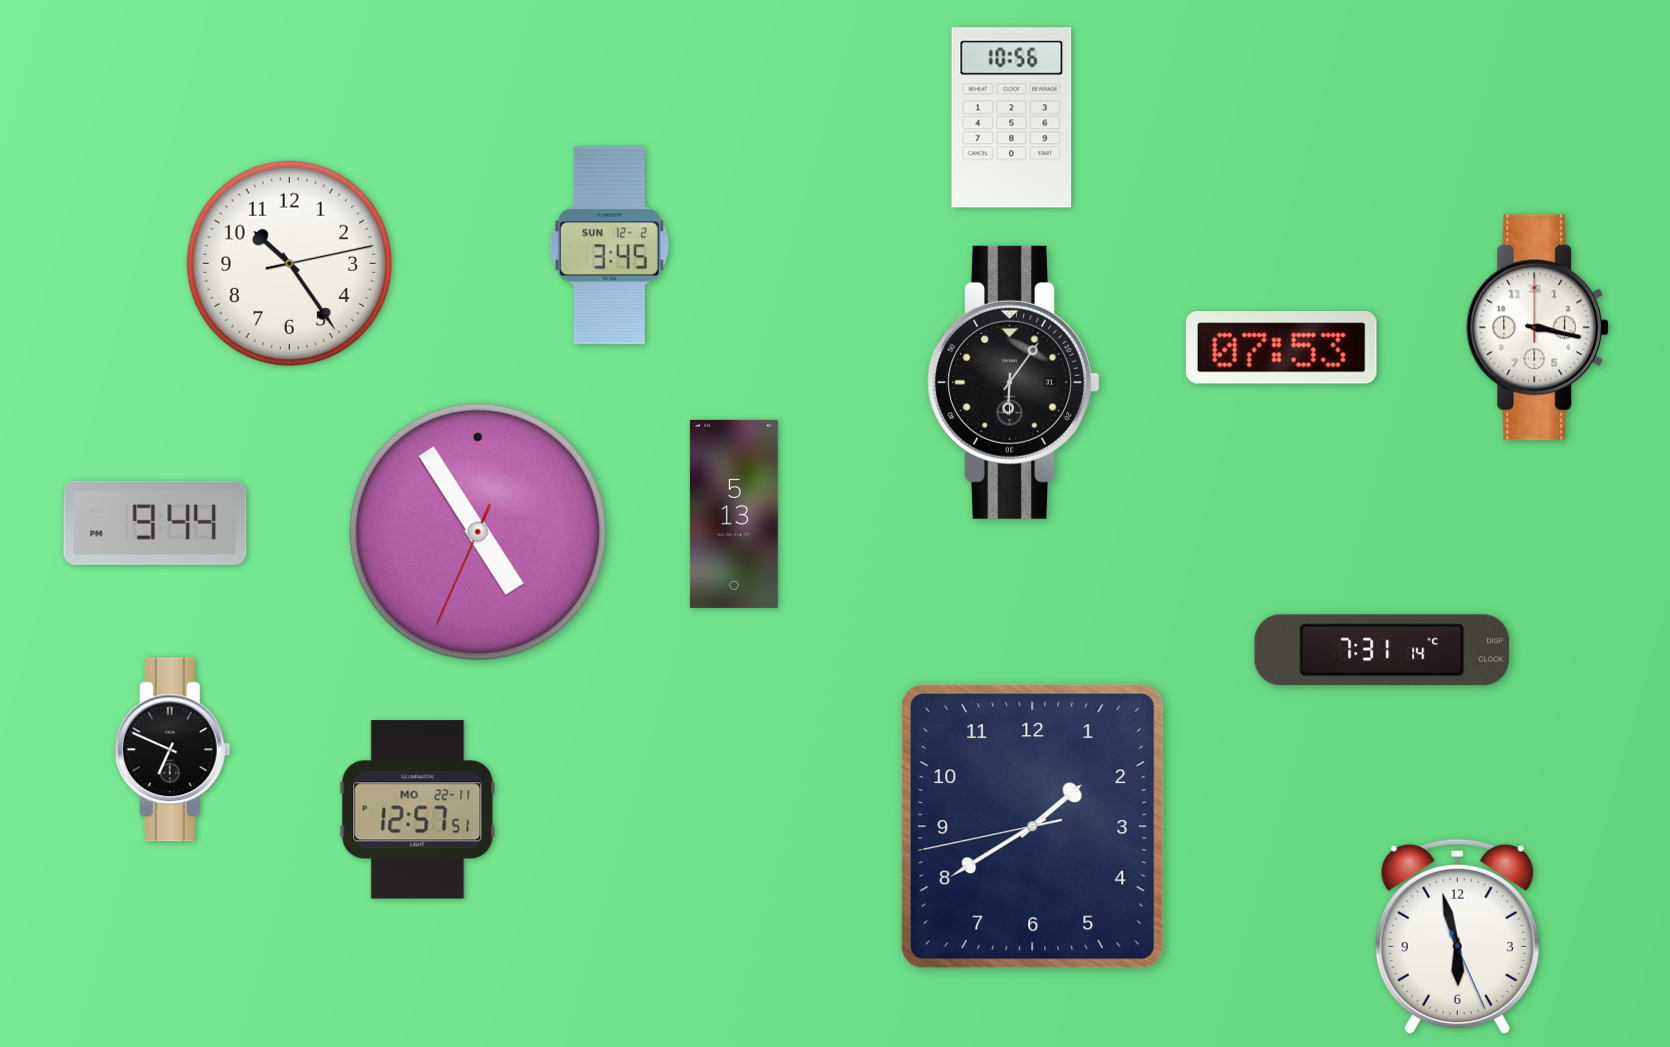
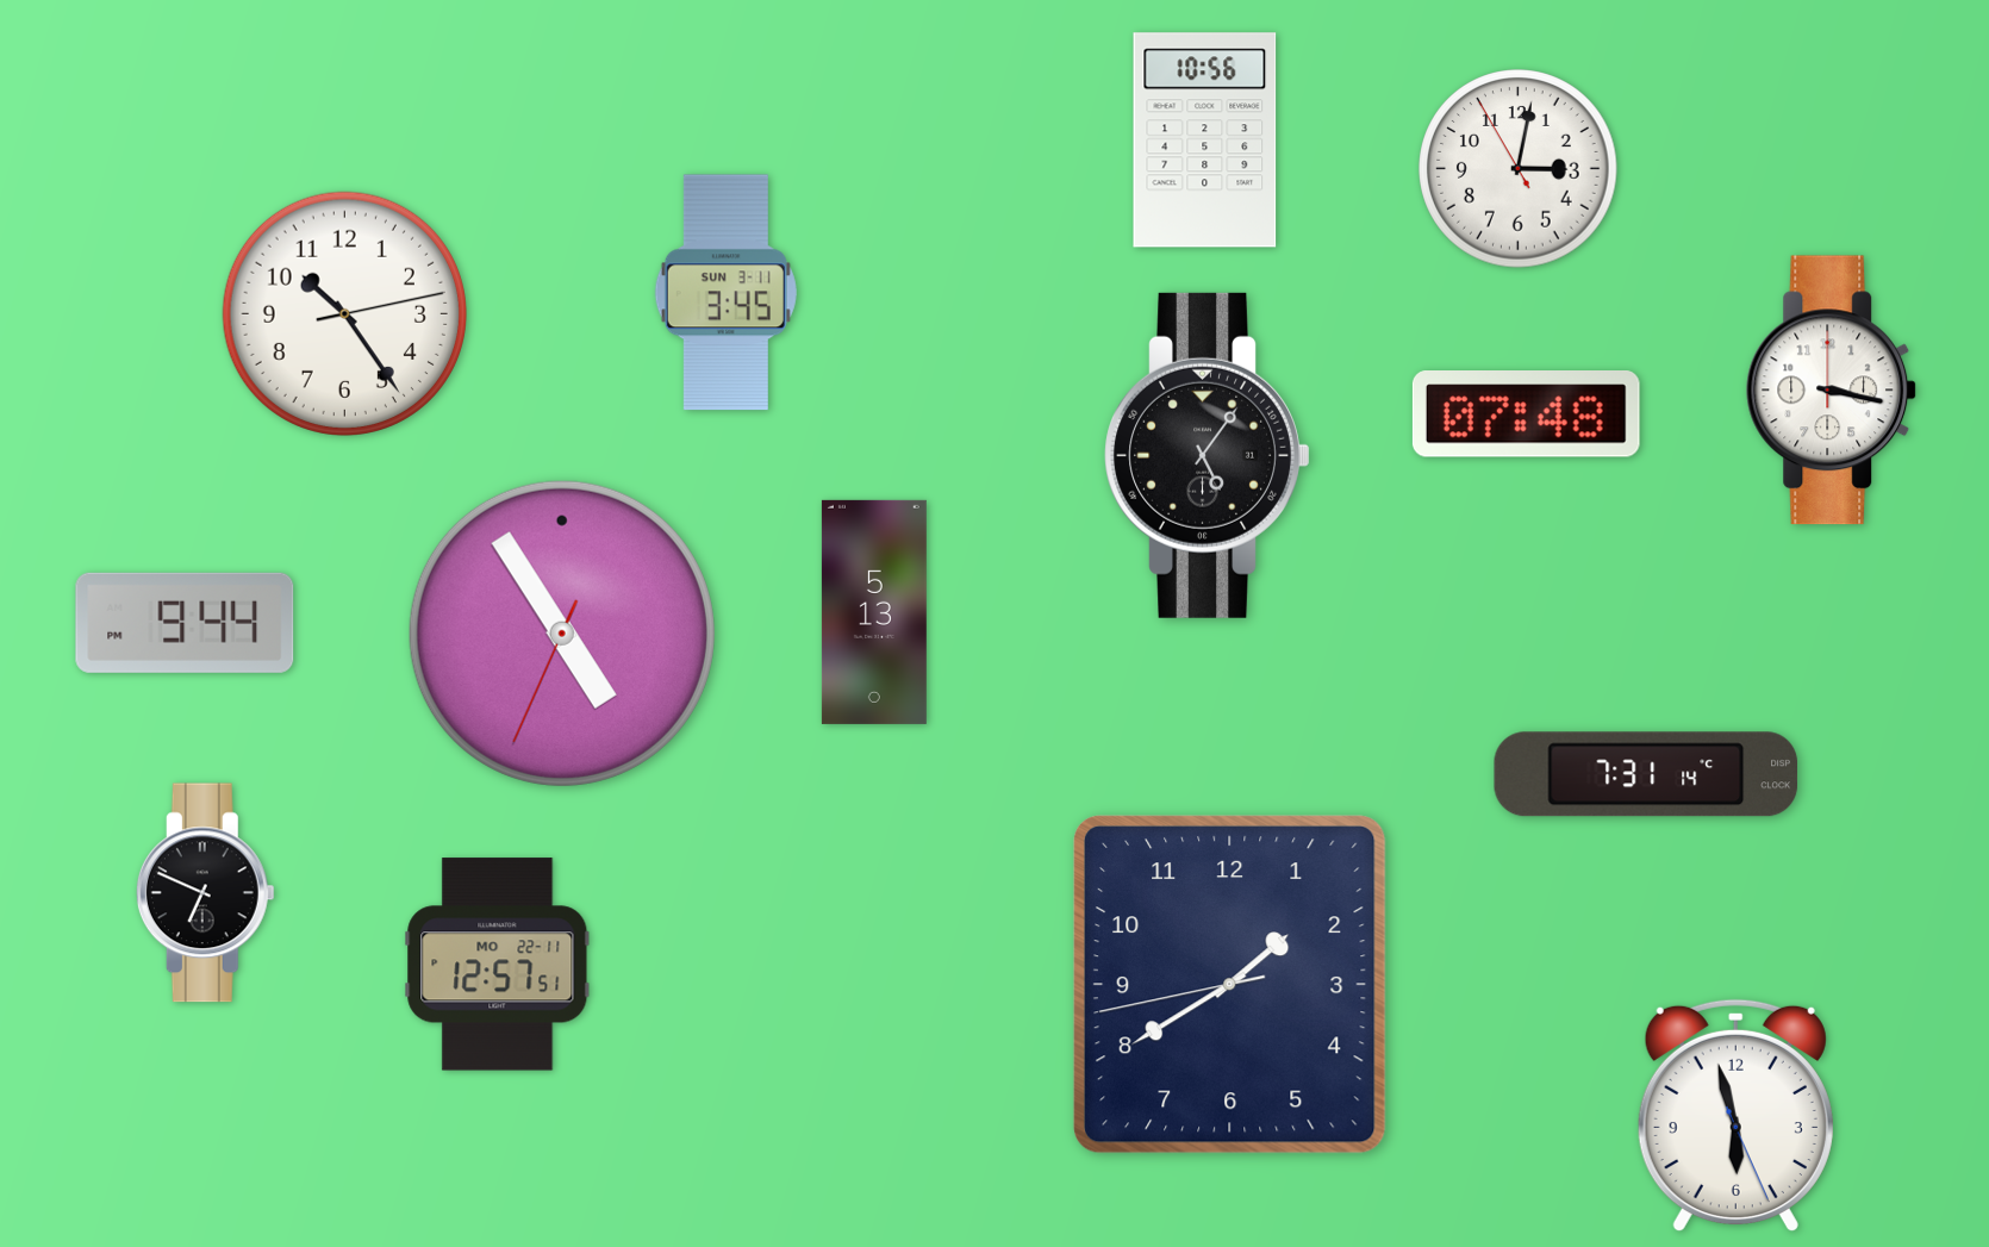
clock at (1519, 169): none -> 3:01
clock at (609, 246) date: SUN 12-2 -> SUN 3-11
clock at (1281, 348): 07:53 -> 07:48
clock at (1014, 382): 6:06 -> 5:06
clock at (478, 532) position: (478, 532) -> (562, 634)
